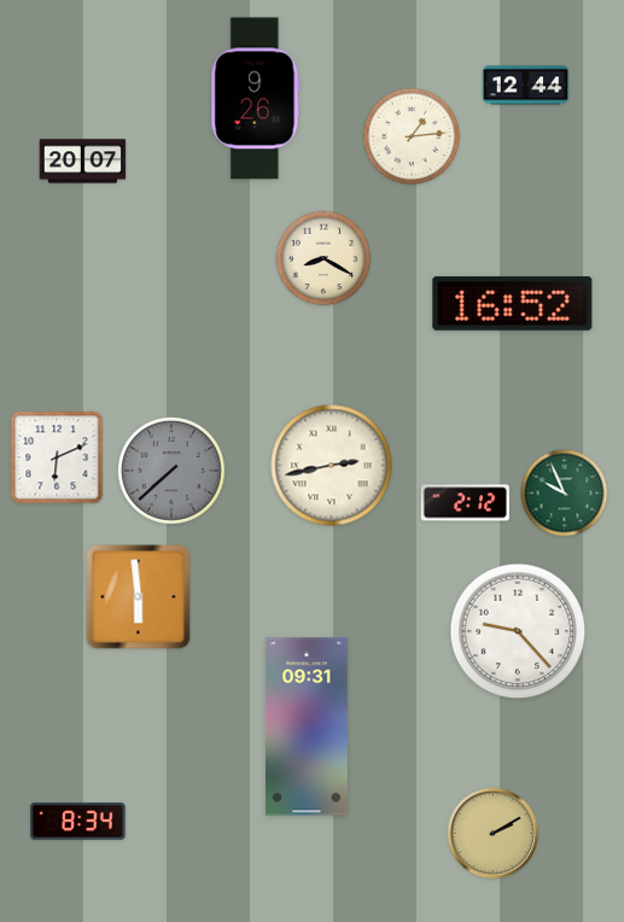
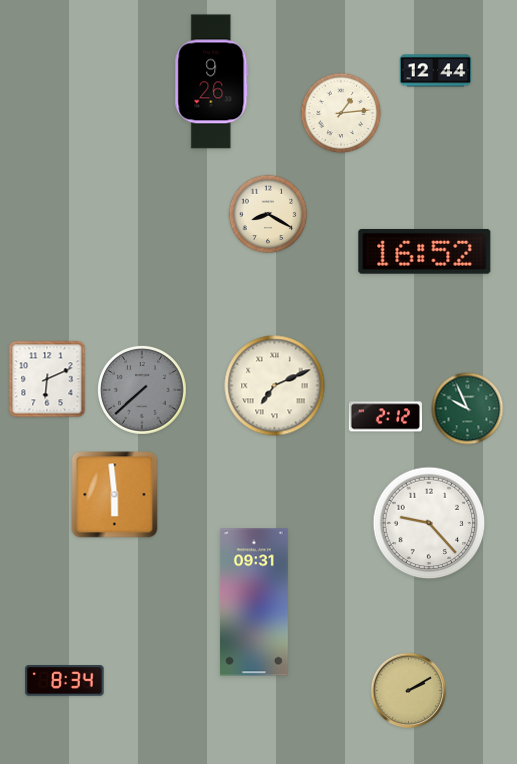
clock at (83, 162): 20:07 -> none
clock at (332, 466): 2:43 -> 7:11
